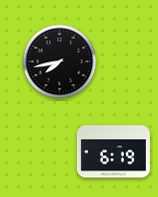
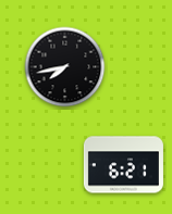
clock at (113, 152): 6:19 -> 6:21
